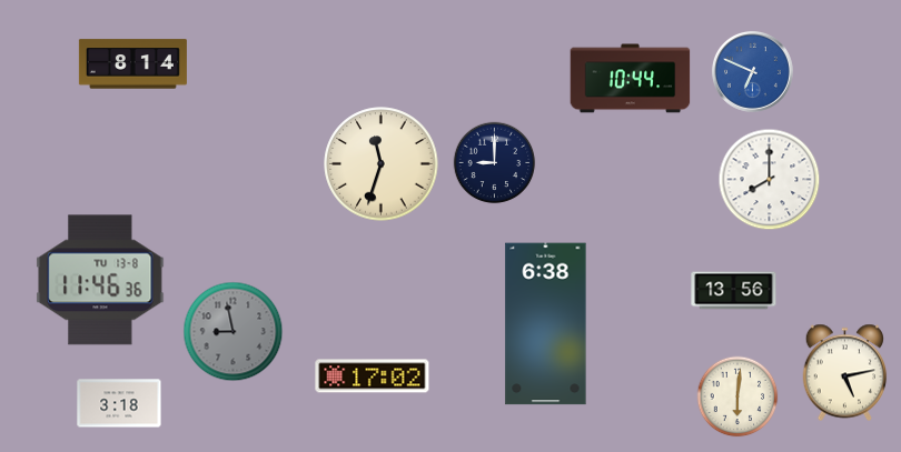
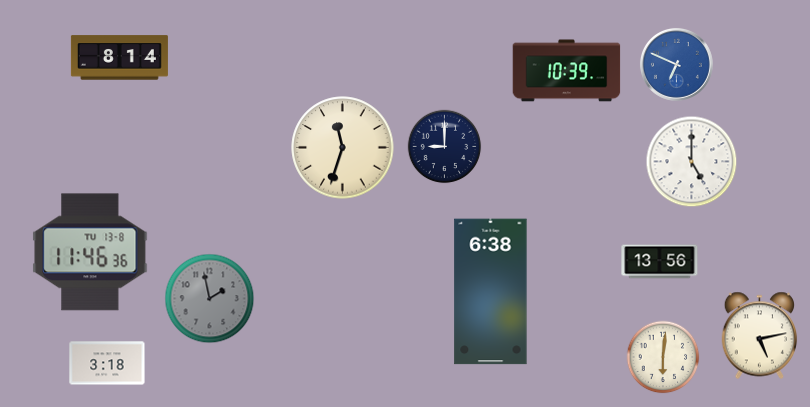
clock at (631, 79): 10:44 -> 10:39
clock at (770, 180): 8:00 -> 5:00
clock at (234, 332): 8:58 -> 1:58
clock at (373, 376): 17:02 -> none
